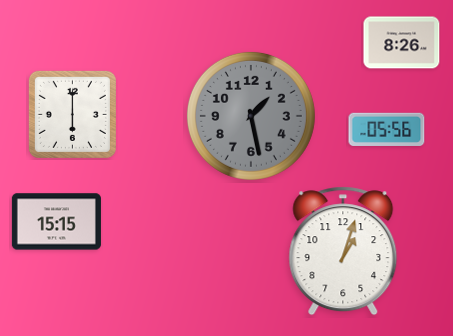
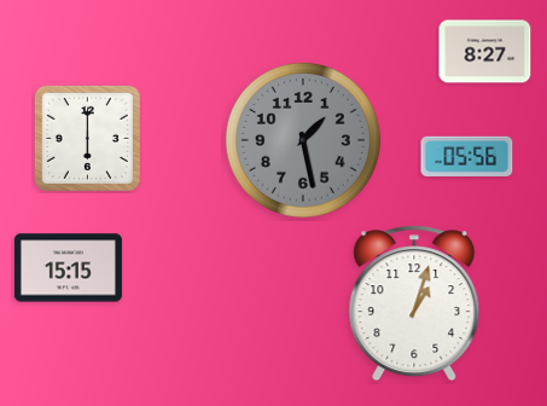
clock at (402, 43): 8:26 -> 8:27
